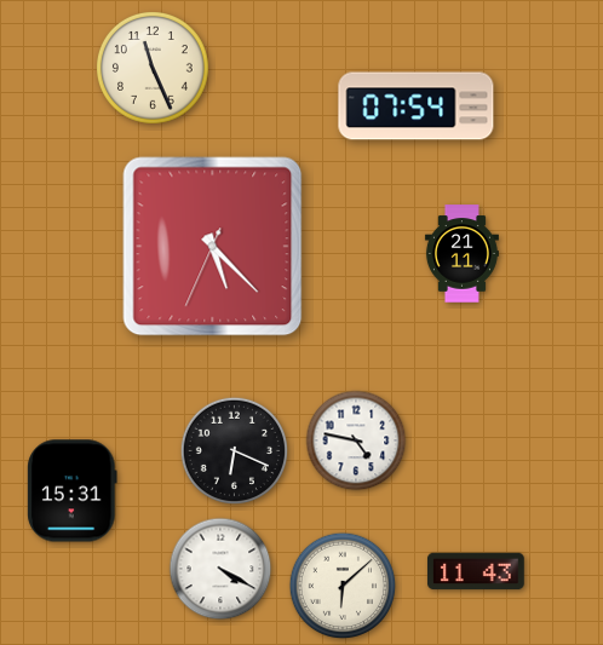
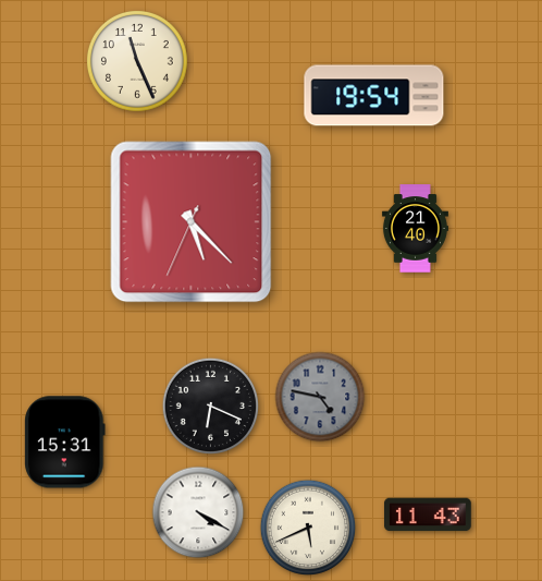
clock at (417, 106): 07:54 -> 19:54
clock at (461, 254): 21:11 -> 21:40
clock at (356, 440) dial: white -> grey
clock at (343, 586): 6:08 -> 5:41
